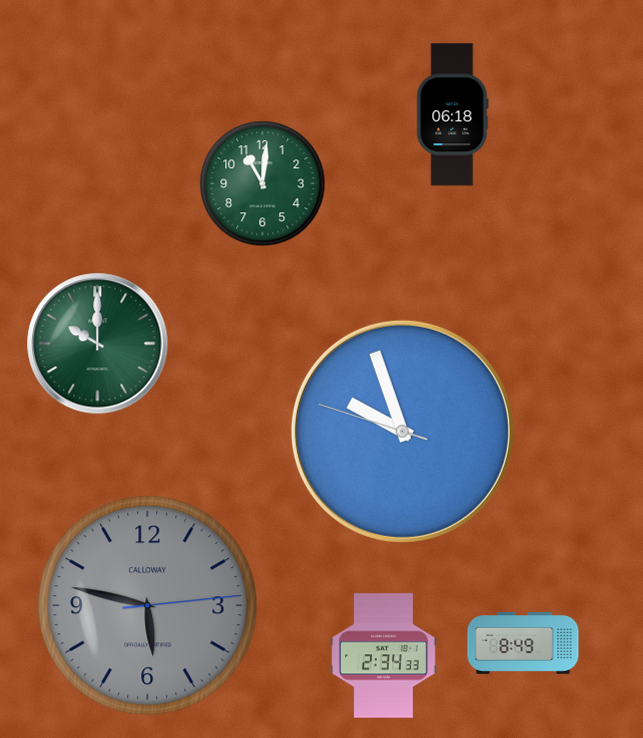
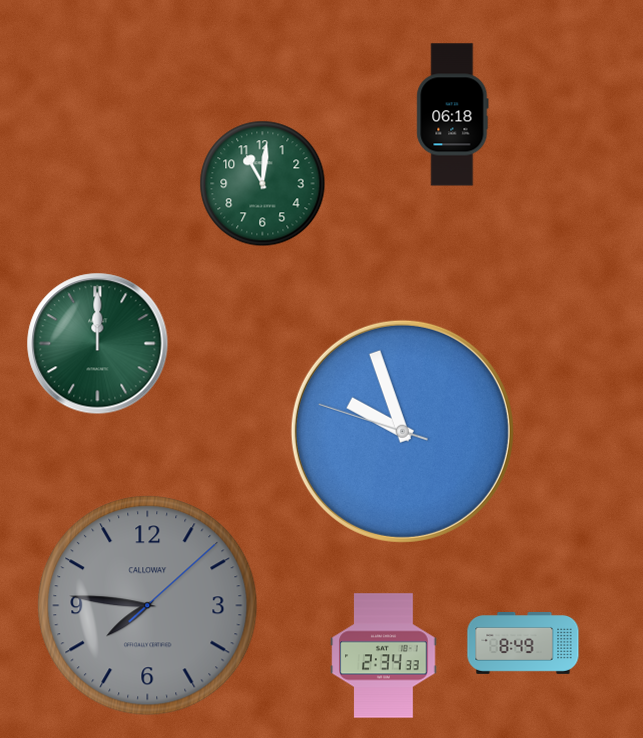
clock at (98, 344): 10:00 -> 12:00
clock at (148, 606): 5:47 -> 7:46
